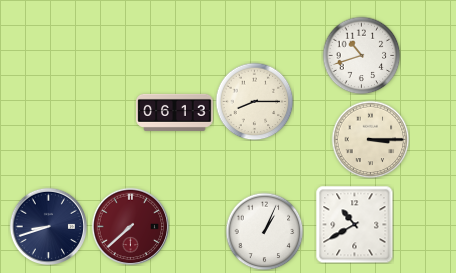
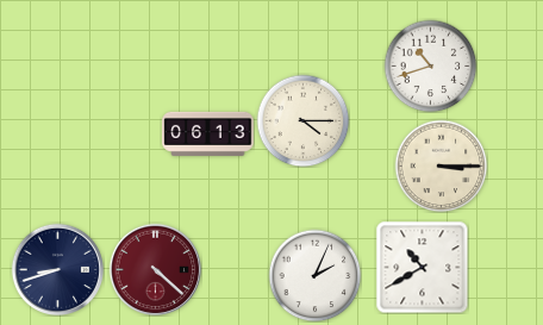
clock at (254, 101): 8:15 -> 4:15
clock at (130, 226): 7:38 -> 4:22
clock at (264, 231): 1:04 -> 2:04
